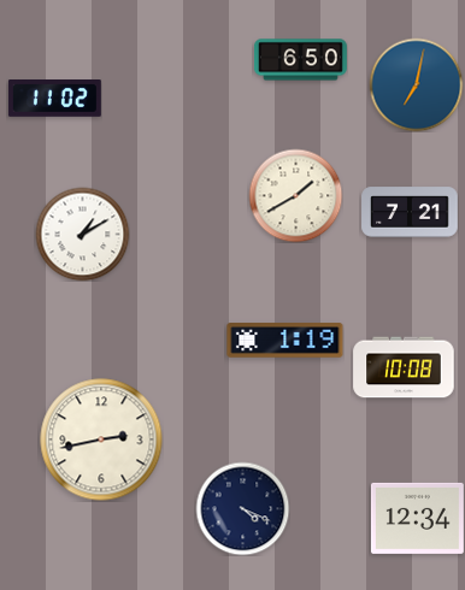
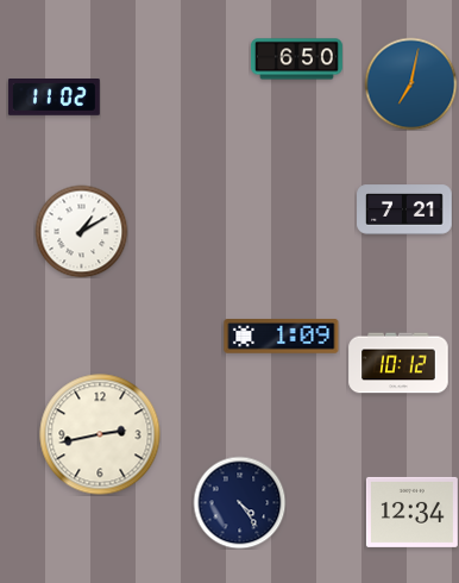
clock at (295, 195): 1:40 -> none
clock at (286, 341): 1:19 -> 1:09
clock at (404, 367): 10:08 -> 10:12
clock at (242, 508): 4:19 -> 4:24
